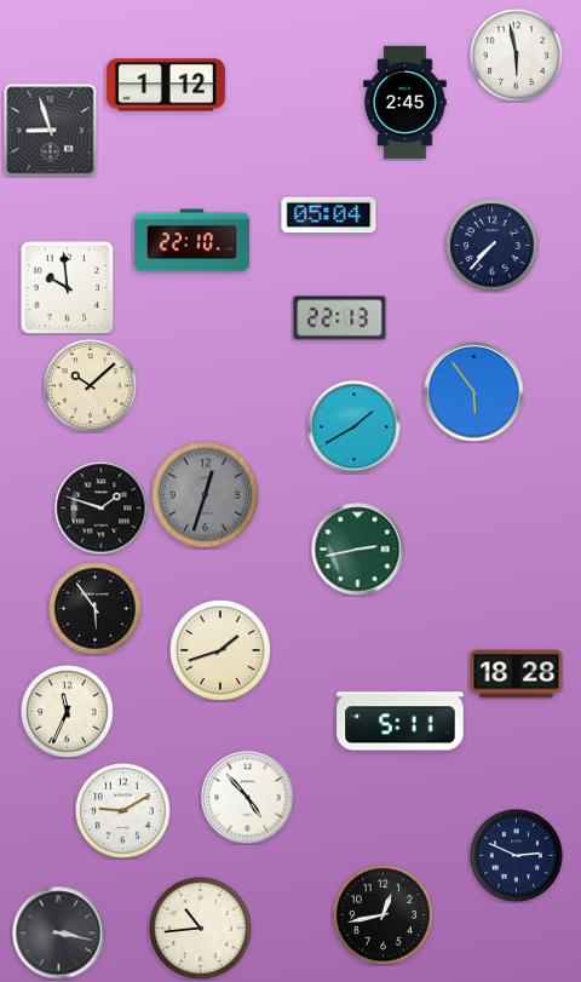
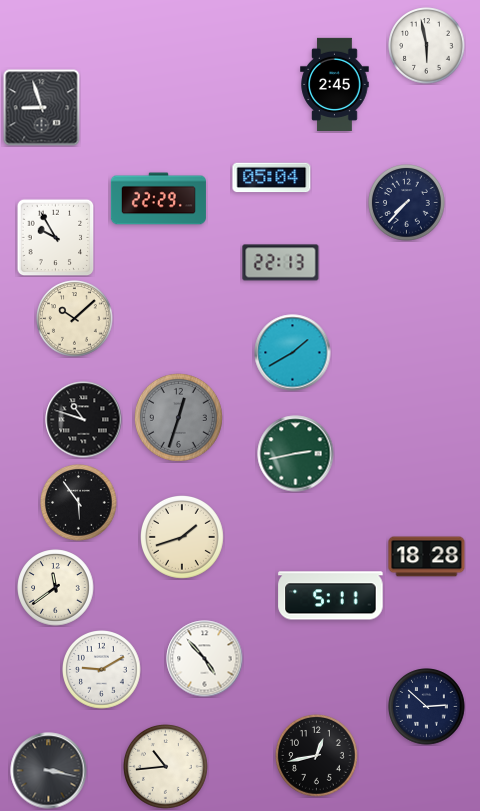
clock at (166, 85): 1:12 -> none
clock at (191, 241): 22:10 -> 22:29
clock at (67, 287): 9:59 -> 9:55
clock at (474, 392): 5:54 -> none
clock at (205, 494) position: (205, 494) -> (178, 417)
clock at (102, 509): 1:48 -> 10:48
clock at (68, 712): 11:34 -> 11:39
clock at (517, 856): 2:49 -> 2:52
